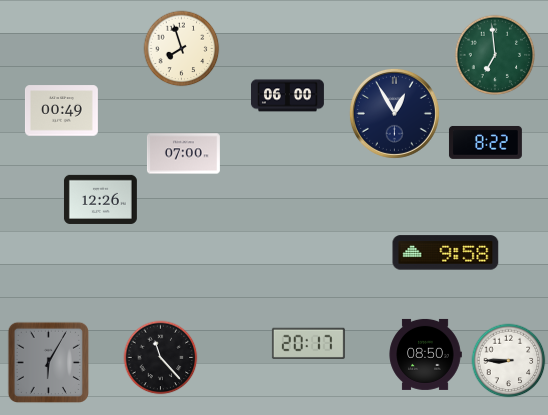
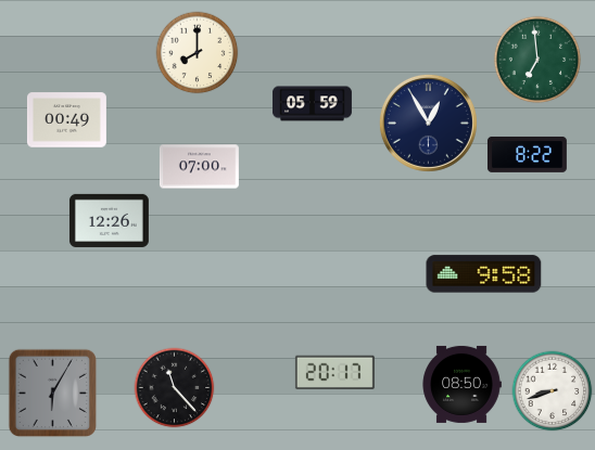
clock at (182, 49): 7:57 -> 8:00
clock at (287, 96): 06:00 -> 05:59
clock at (100, 199) position: (100, 199) -> (109, 220)
clock at (509, 361): 8:45 -> 8:42
